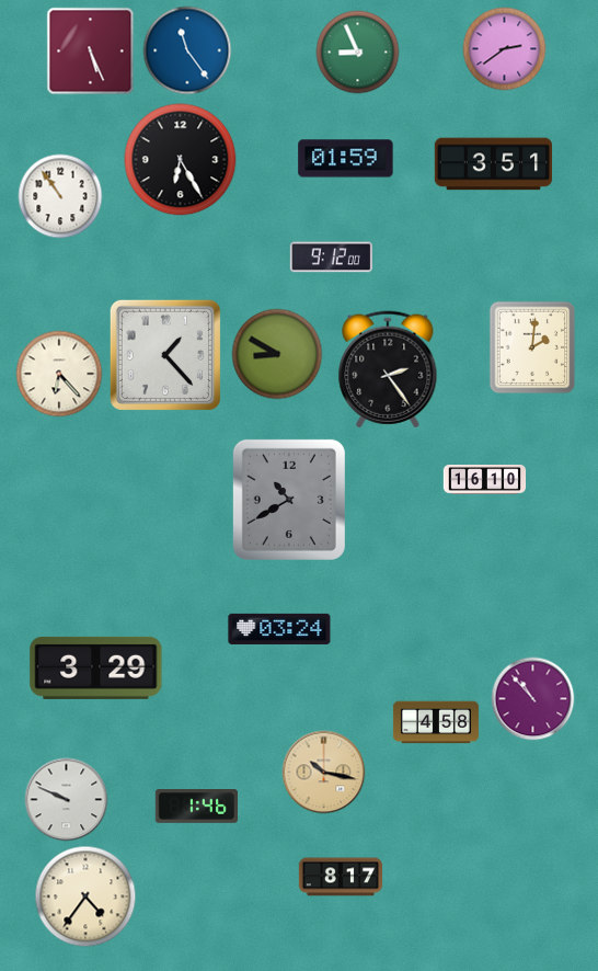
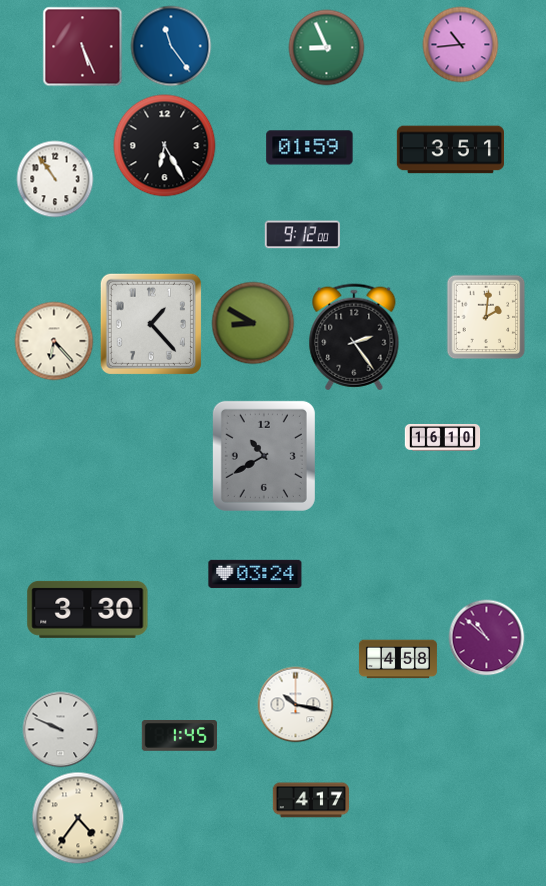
clock at (505, 49): 2:39 -> 10:44
clock at (346, 159) position: (346, 159) -> (310, 148)
clock at (96, 667): 3:29 -> 3:30
clock at (533, 699): 10:53 -> 10:52
clock at (324, 773) dial: champagne -> white
clock at (196, 807): 1:46 -> 1:45
clock at (340, 877): 8:17 -> 4:17
